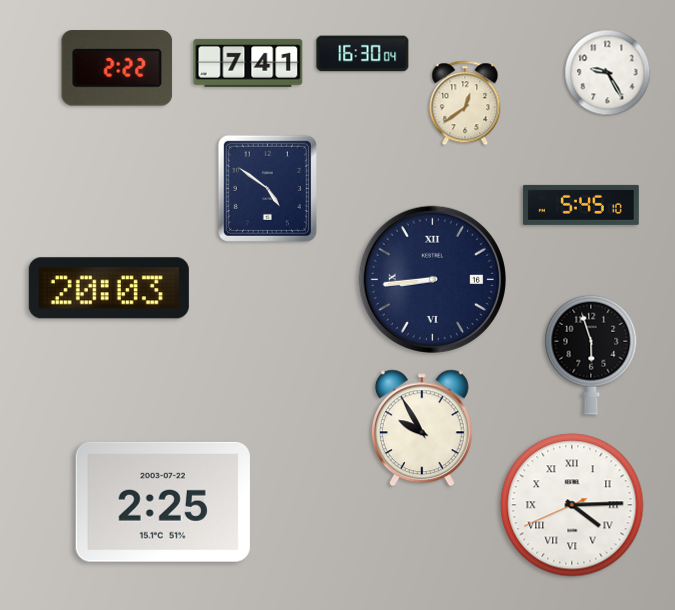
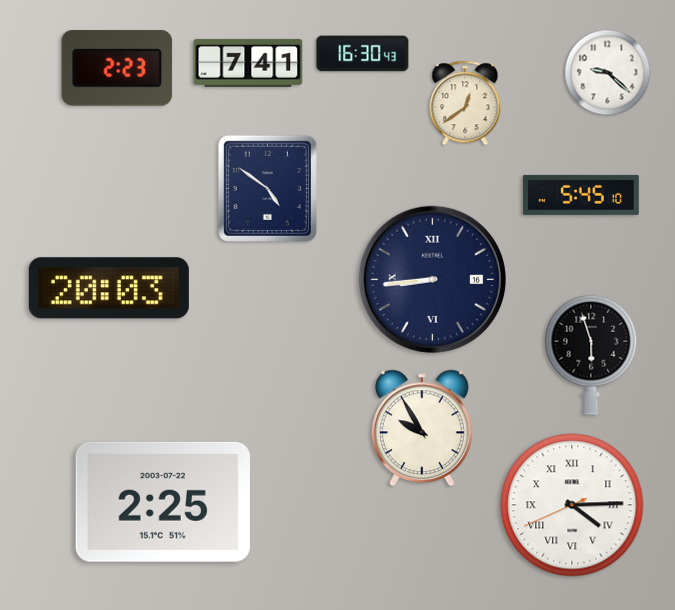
clock at (363, 54): 16:30:04 -> 16:30:43
clock at (117, 68): 2:22 -> 2:23
clock at (608, 73): 9:25 -> 9:22
clock at (581, 205) position: (581, 205) -> (581, 195)
